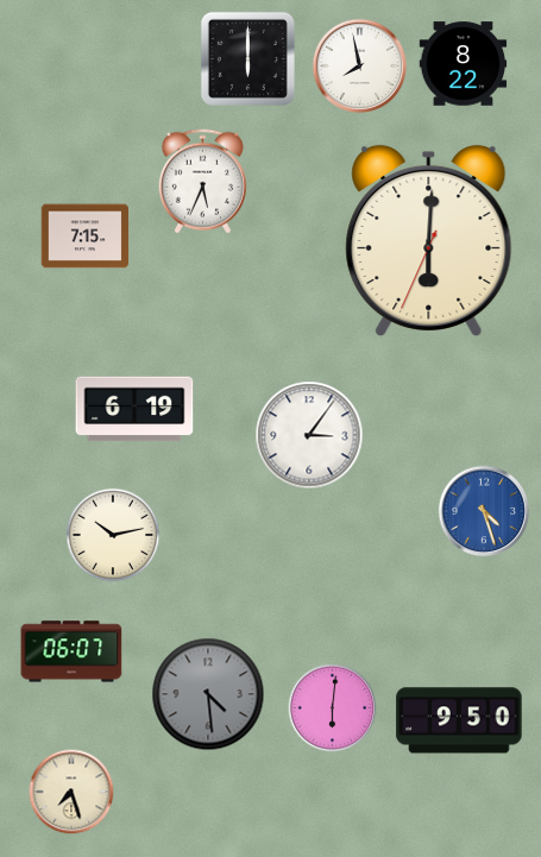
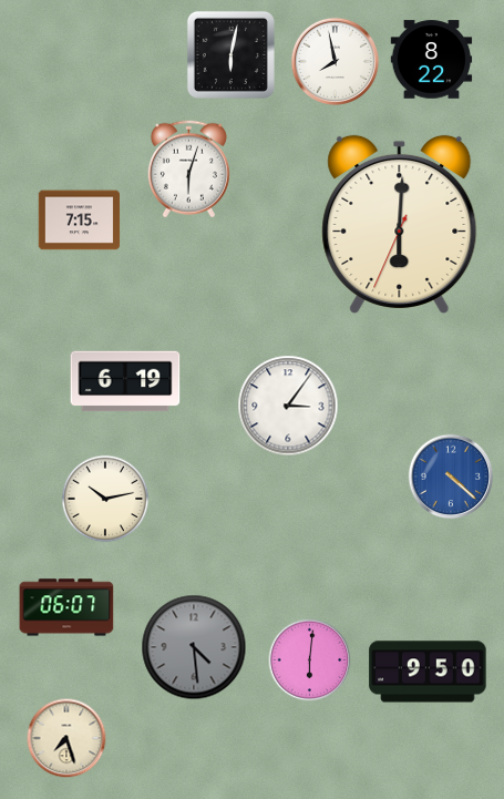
clock at (247, 58): 6:00 -> 6:02
clock at (202, 182): 5:34 -> 6:03
clock at (484, 511): 4:27 -> 4:22
